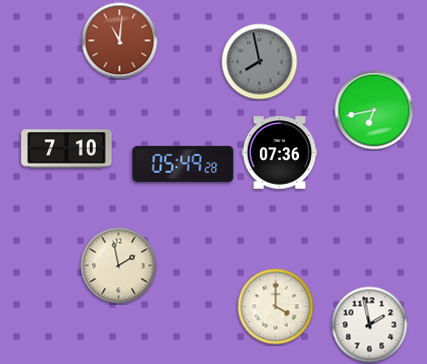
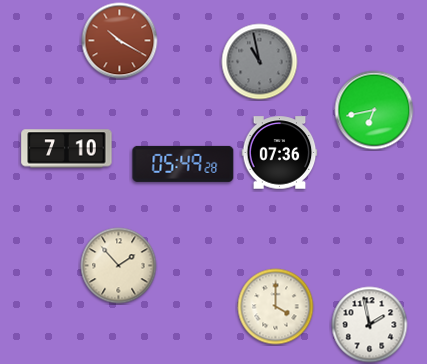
clock at (120, 41): 11:01 -> 10:20
clock at (260, 62): 7:58 -> 10:58
clock at (119, 266): 1:58 -> 1:53
